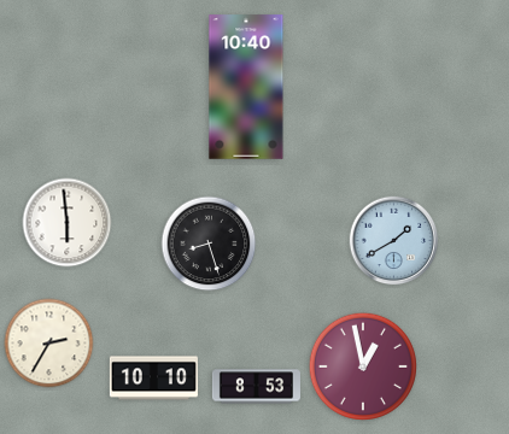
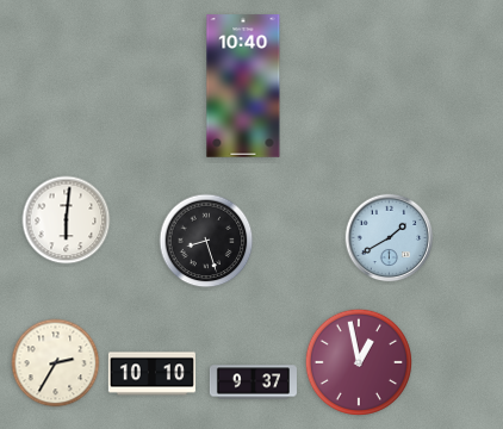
clock at (68, 223): 5:59 -> 6:01
clock at (49, 344) position: (49, 344) -> (56, 363)
clock at (256, 387): 8:53 -> 9:37
